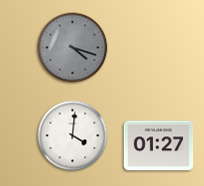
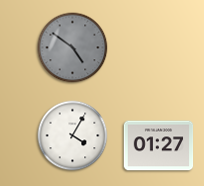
clock at (73, 48): 4:18 -> 4:51
clock at (73, 136): 4:01 -> 4:05
